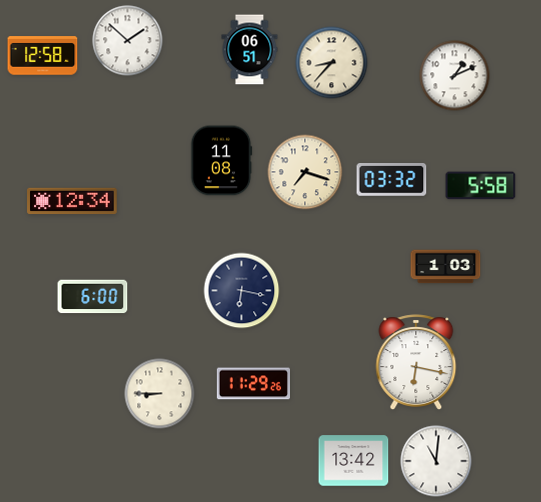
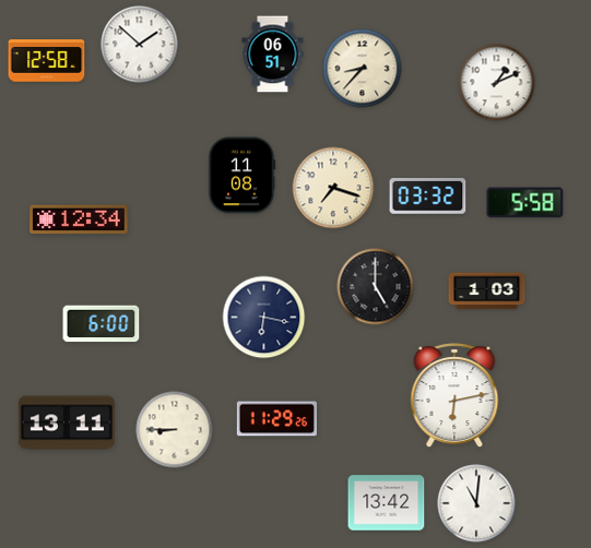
clock at (376, 287): none -> 5:00
clock at (416, 362): 6:17 -> 6:13
clock at (67, 422): none -> 13:11
